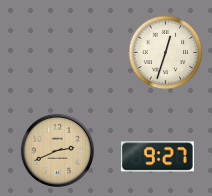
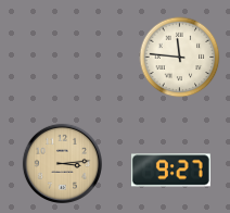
clock at (166, 53): 12:33 -> 11:46
clock at (57, 150): 2:41 -> 3:14
